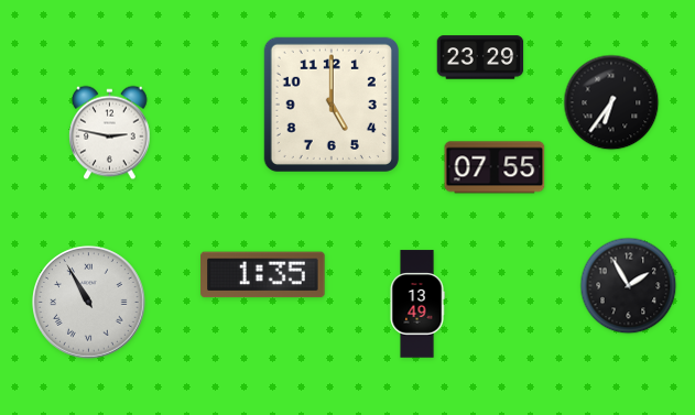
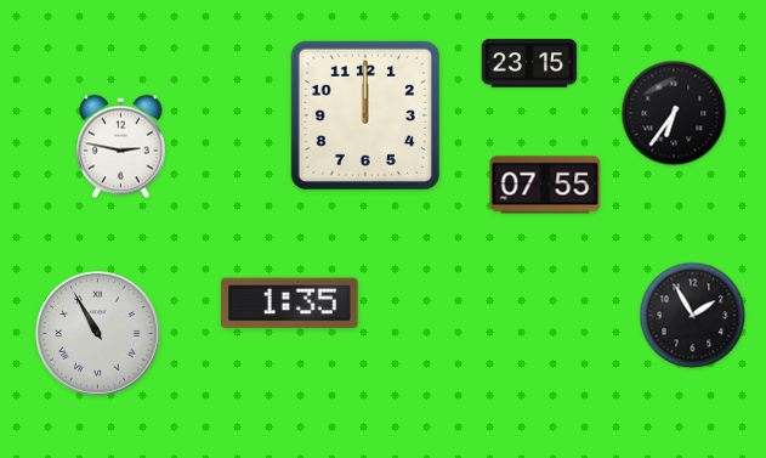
clock at (480, 57): 23:29 -> 23:15
clock at (332, 105): 5:00 -> 12:00
clock at (417, 304): 13:49 -> none
